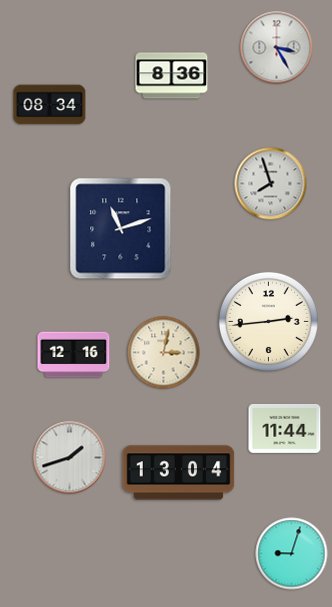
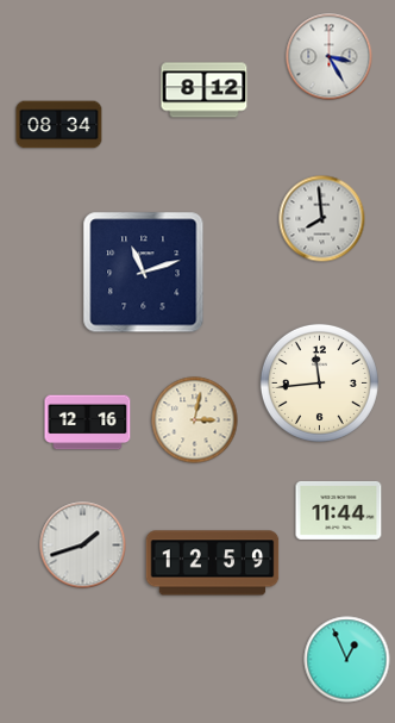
clock at (172, 76): 8:36 -> 8:12
clock at (271, 184): 7:57 -> 7:59
clock at (268, 321): 2:44 -> 11:44
clock at (179, 473): 13:04 -> 12:59
clock at (292, 554): 9:03 -> 12:56
